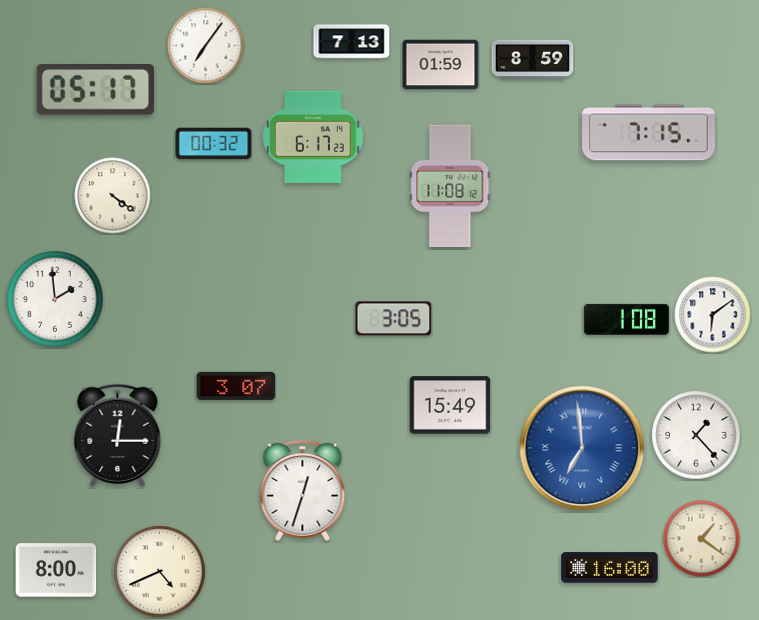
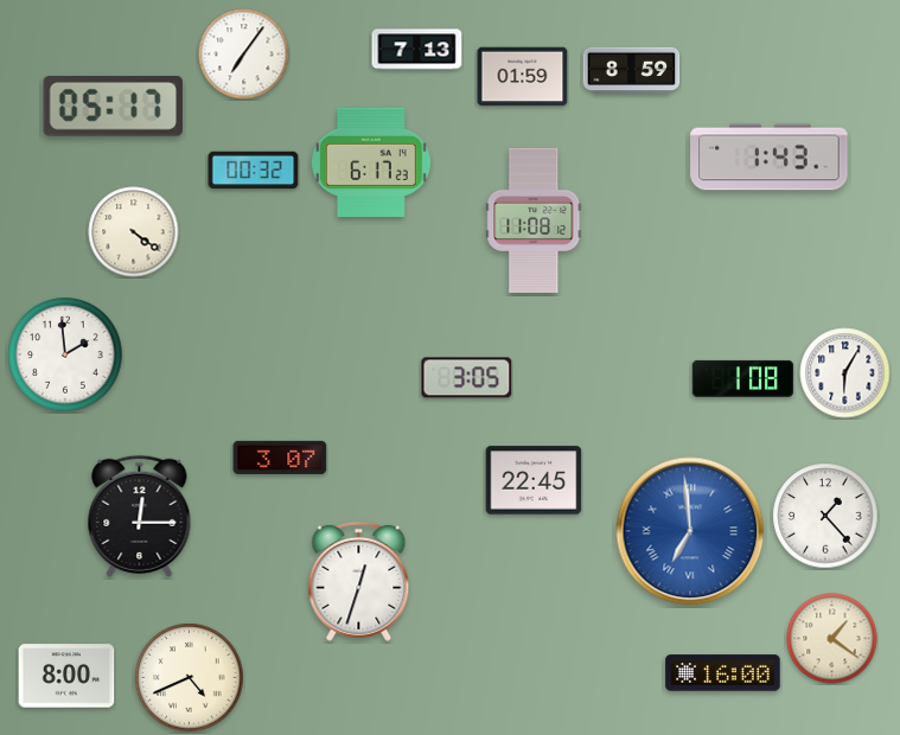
clock at (649, 133): 7:15 -> 1:43
clock at (713, 315): 6:09 -> 6:05
clock at (450, 405): 15:49 -> 22:45
